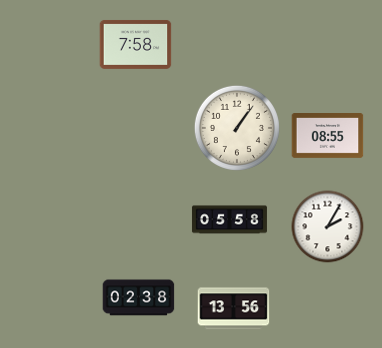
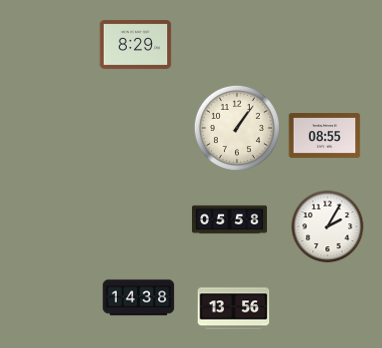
clock at (136, 44): 7:58 -> 8:29
clock at (328, 136) position: (328, 136) -> (325, 136)
clock at (139, 298): 02:38 -> 14:38
